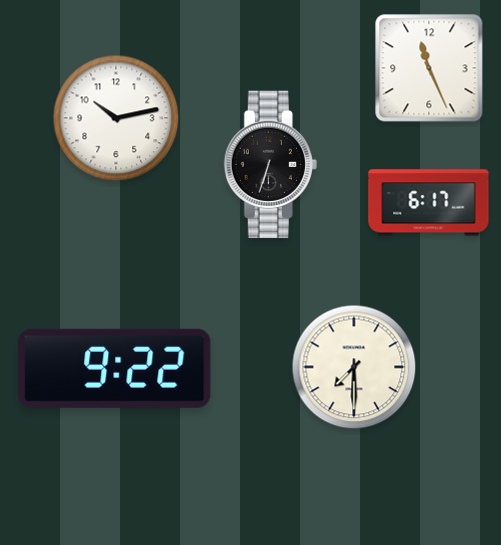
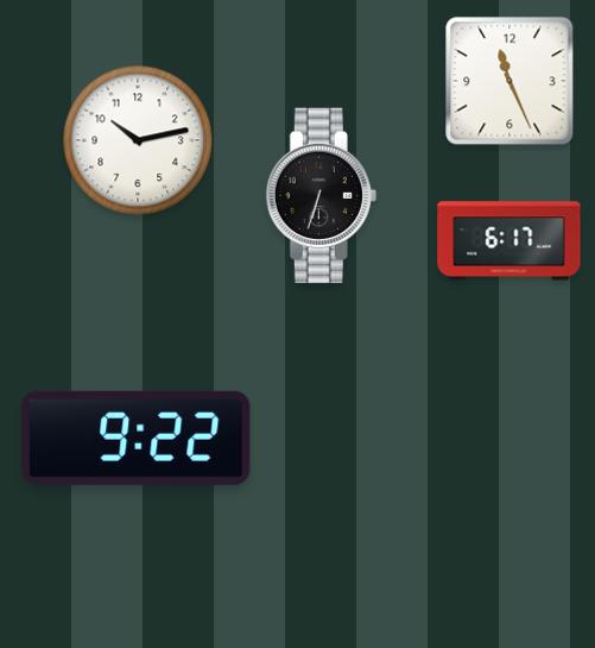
clock at (354, 367): 7:30 -> none
